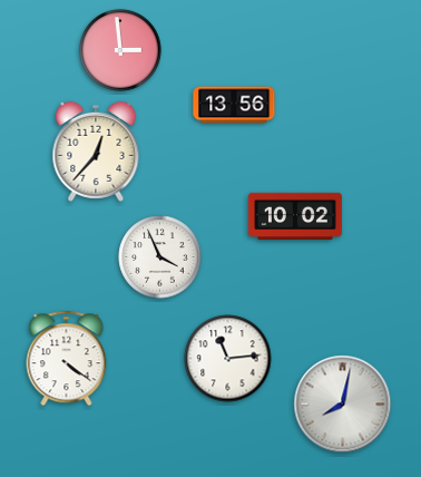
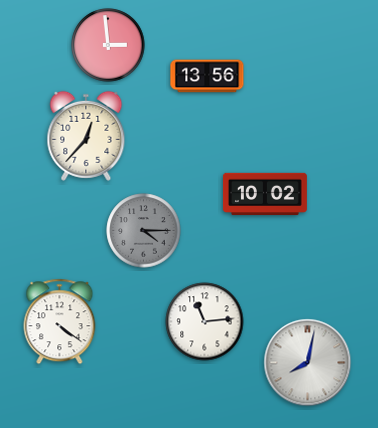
clock at (234, 105) position: (234, 105) -> (207, 76)
clock at (160, 257): 3:56 -> 4:15
clock at (160, 257) dial: white -> grey
